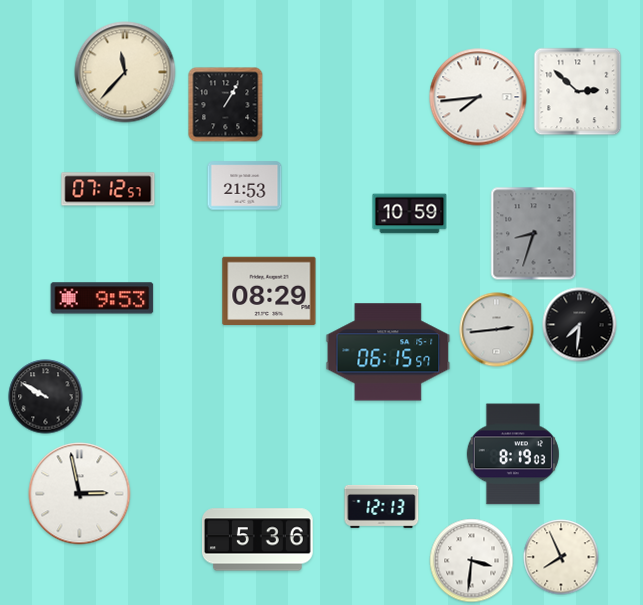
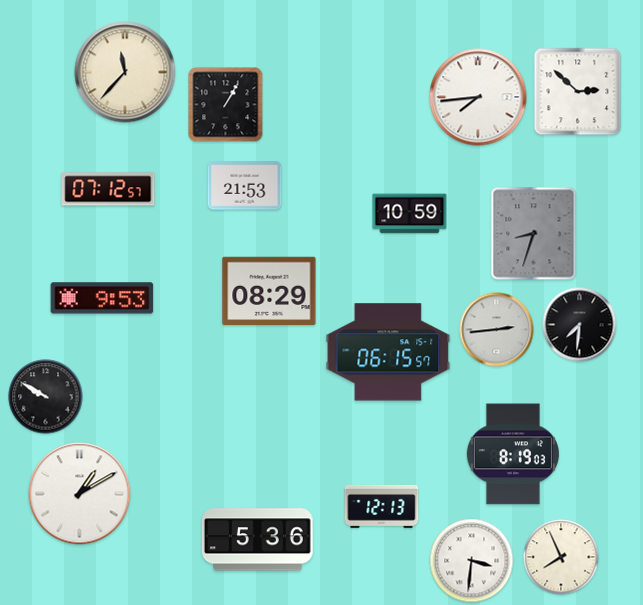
clock at (80, 494): 2:58 -> 1:10
